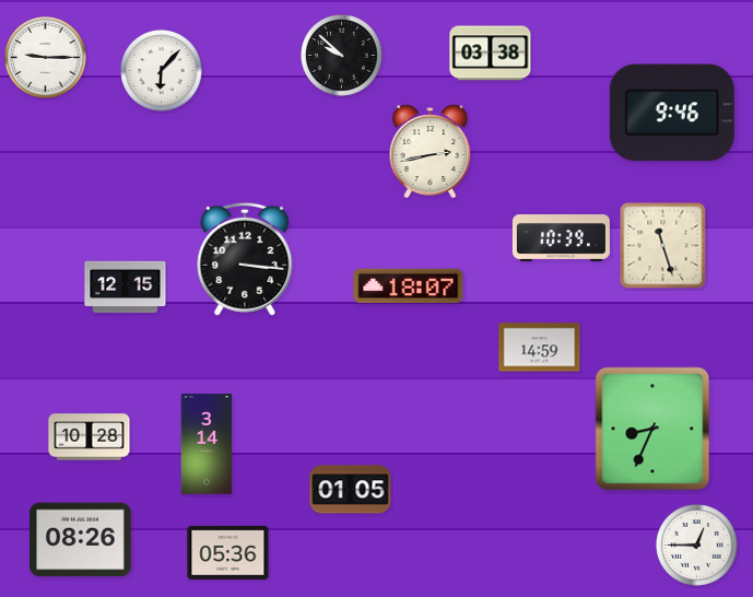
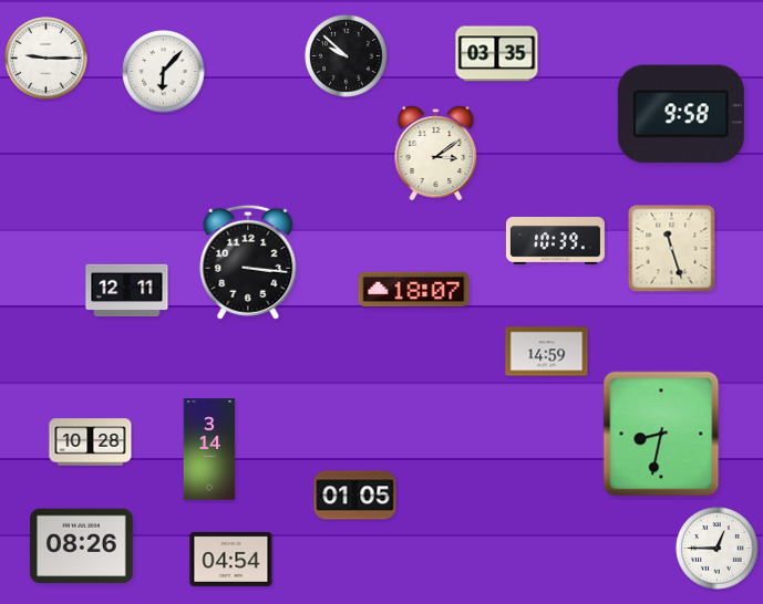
clock at (491, 54): 03:38 -> 03:35
clock at (672, 113): 9:46 -> 9:58
clock at (431, 152): 2:43 -> 3:09
clock at (561, 238) position: (561, 238) -> (555, 241)
clock at (126, 288): 12:15 -> 12:11
clock at (652, 429): 8:34 -> 8:32
clock at (697, 546) position: (697, 546) -> (718, 549)
clock at (228, 552): 05:36 -> 04:54
